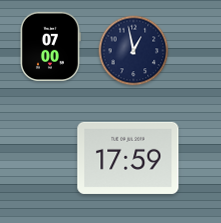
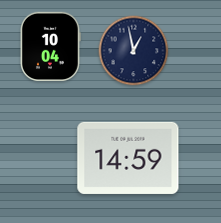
clock at (51, 46): 07:00 -> 10:04
clock at (128, 158): 17:59 -> 14:59
